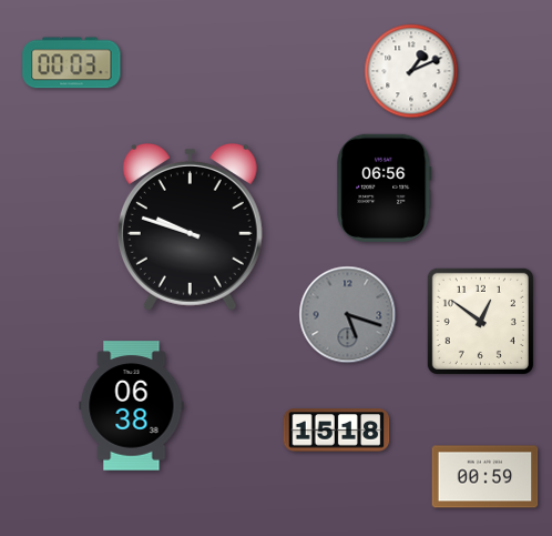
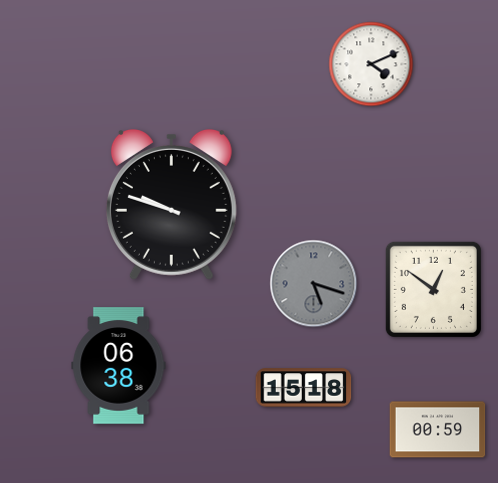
clock at (72, 63): 00:03 -> none
clock at (411, 71): 1:11 -> 4:11
clock at (385, 188): 06:56 -> none
